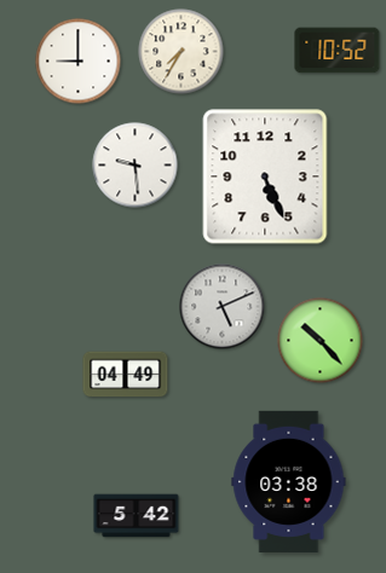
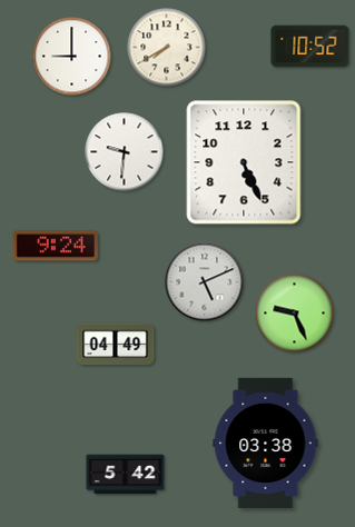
clock at (182, 52): 7:35 -> 7:40
clock at (136, 166): 9:29 -> 9:31
clock at (56, 246): none -> 9:24
clock at (321, 341): 10:23 -> 9:26
